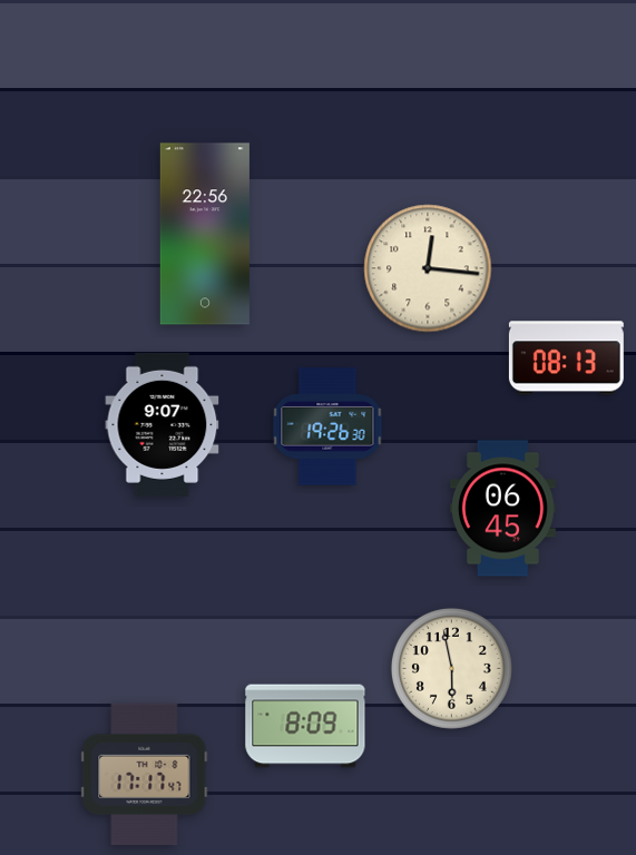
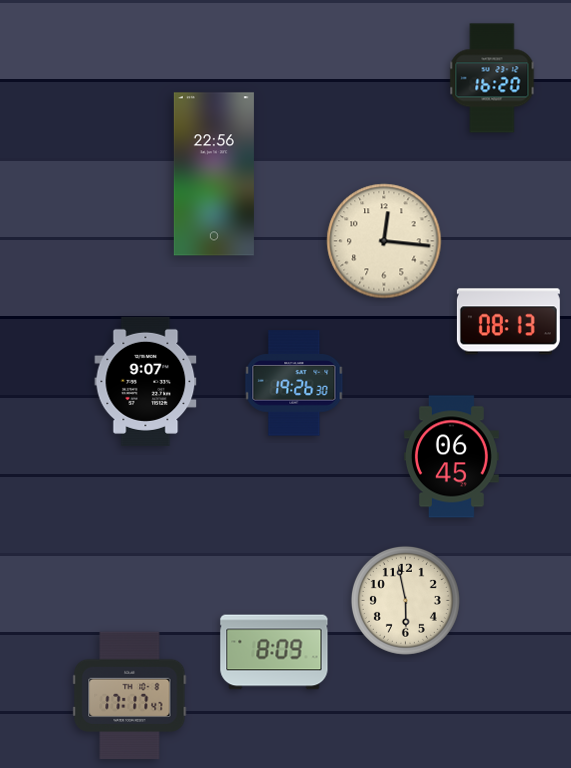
clock at (492, 78): none -> 16:20
clock at (205, 234) position: (205, 234) -> (214, 174)
